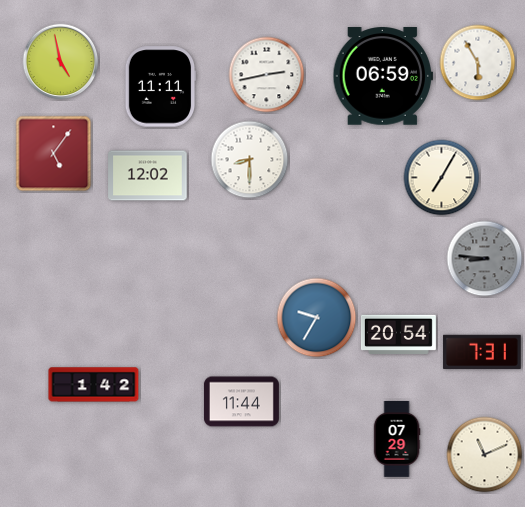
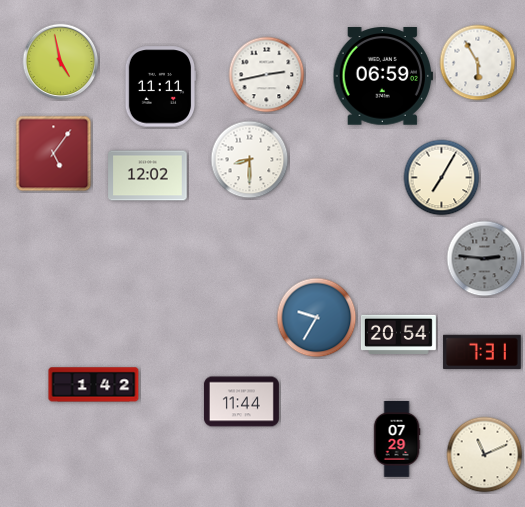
clock at (485, 259): 8:46 -> 2:46
